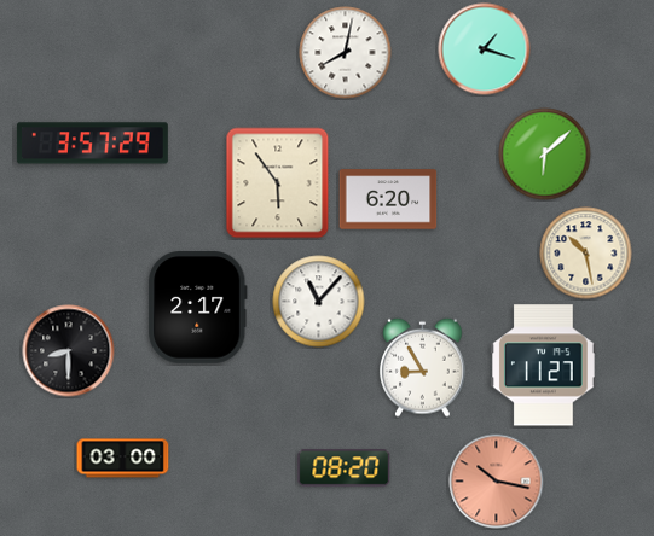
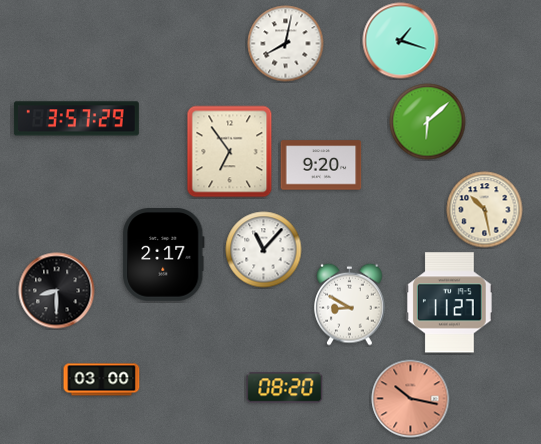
clock at (545, 155) position: (545, 155) -> (428, 122)
clock at (278, 183): 5:54 -> 6:54
clock at (388, 199): 6:20 -> 9:20
clock at (423, 367): 8:55 -> 8:50
